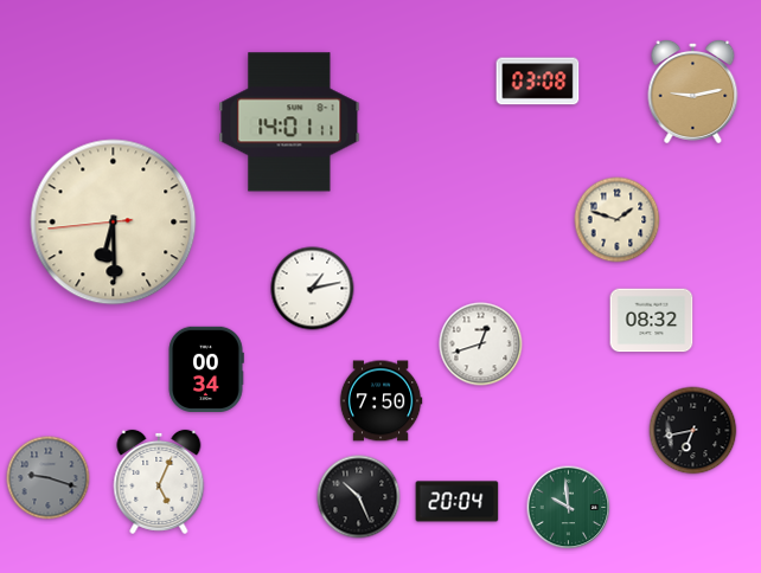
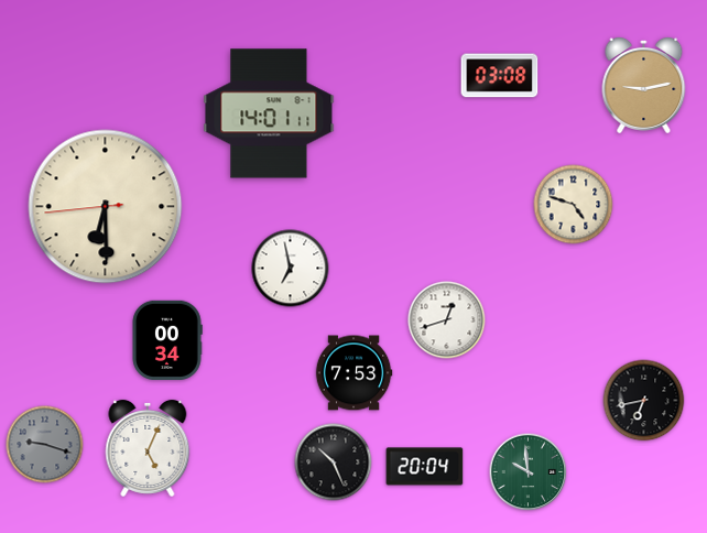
clock at (618, 220): 1:48 -> 4:48
clock at (313, 289): 1:13 -> 6:58
clock at (652, 321): 08:32 -> none
clock at (206, 368) position: (206, 368) -> (167, 339)
clock at (380, 401): 7:50 -> 7:53
